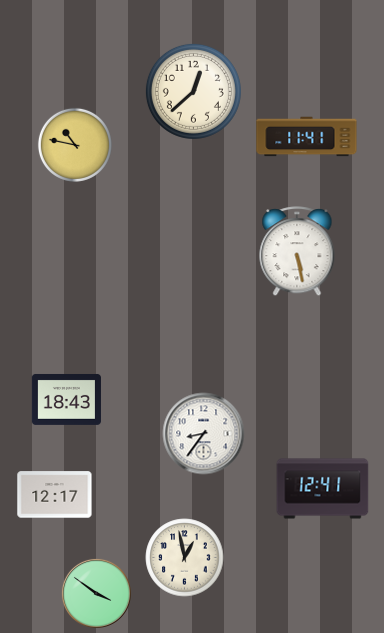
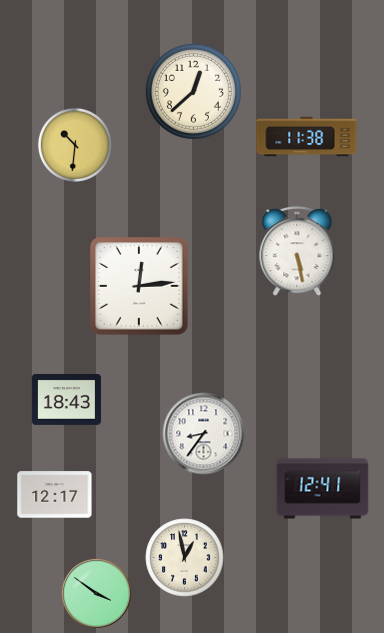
clock at (307, 137): 11:41 -> 11:38
clock at (75, 145): 10:47 -> 10:31
clock at (139, 286): none -> 12:14
